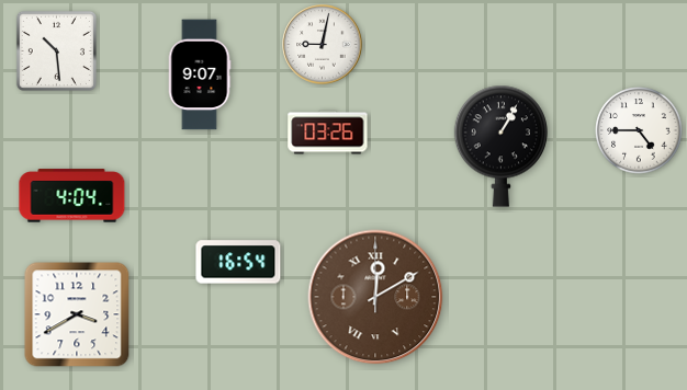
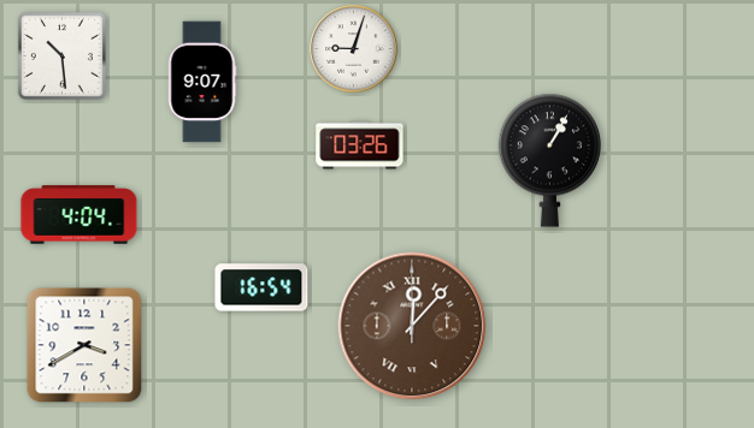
clock at (323, 45): 9:02 -> 9:03
clock at (200, 74) position: (200, 74) -> (202, 82)
clock at (639, 130): 4:45 -> none
clock at (375, 297): 12:10 -> 12:07
